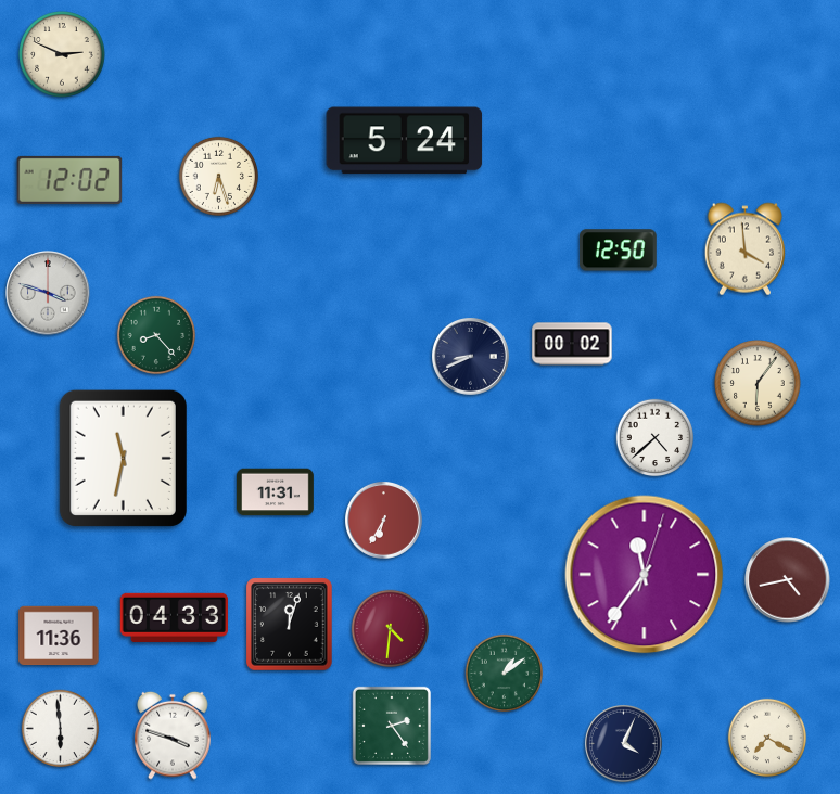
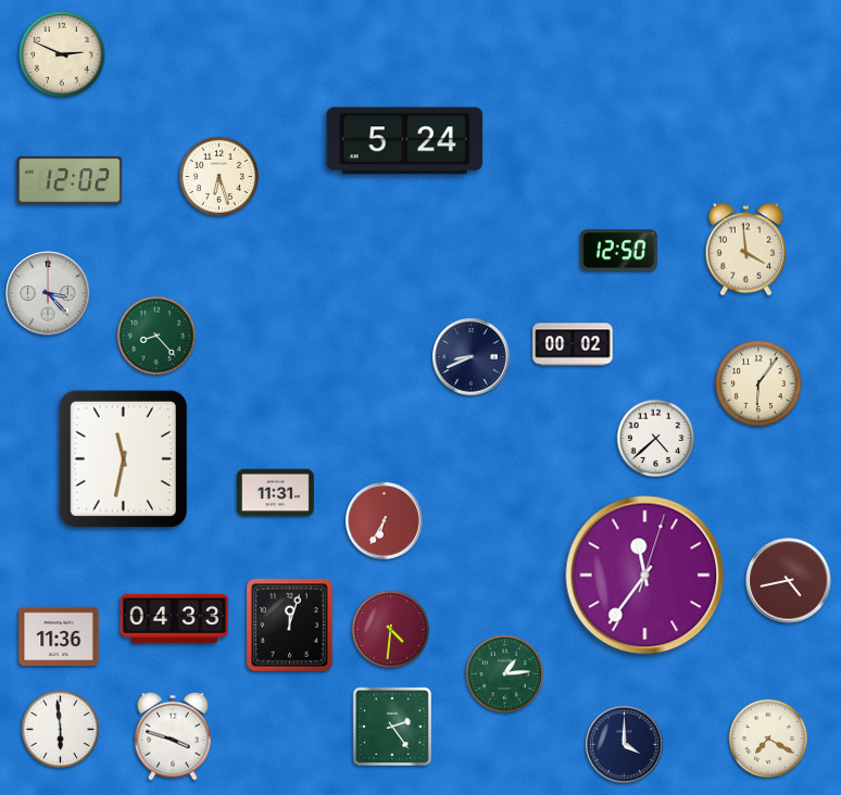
clock at (48, 293): 3:48 -> 3:23
clock at (505, 674): 1:09 -> 1:14
clock at (624, 744): 4:04 -> 4:00
